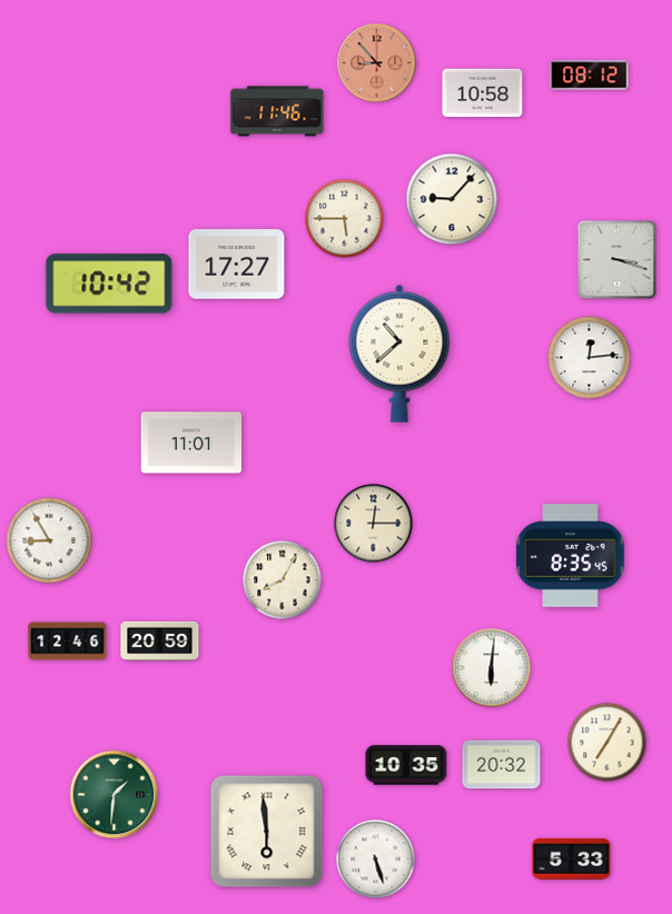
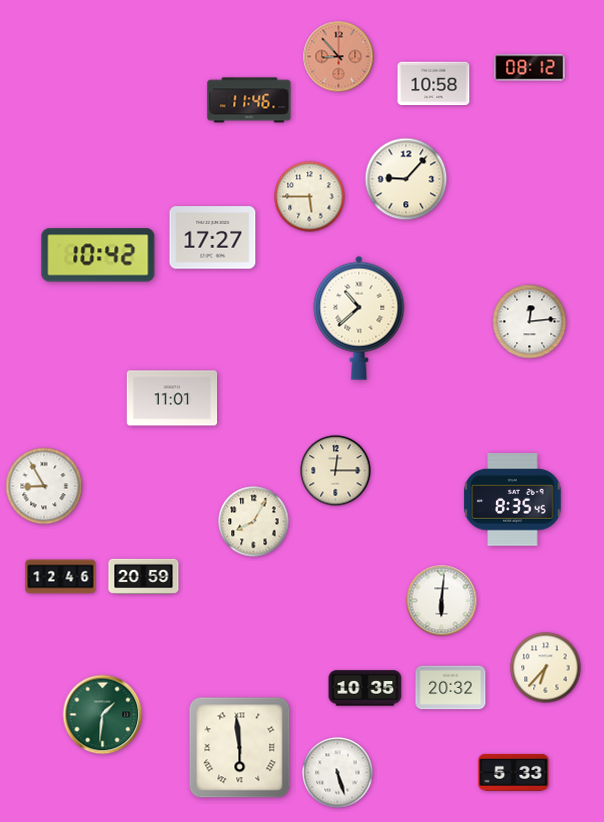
clock at (617, 260): 3:18 -> none
clock at (607, 743): 7:05 -> 6:37
